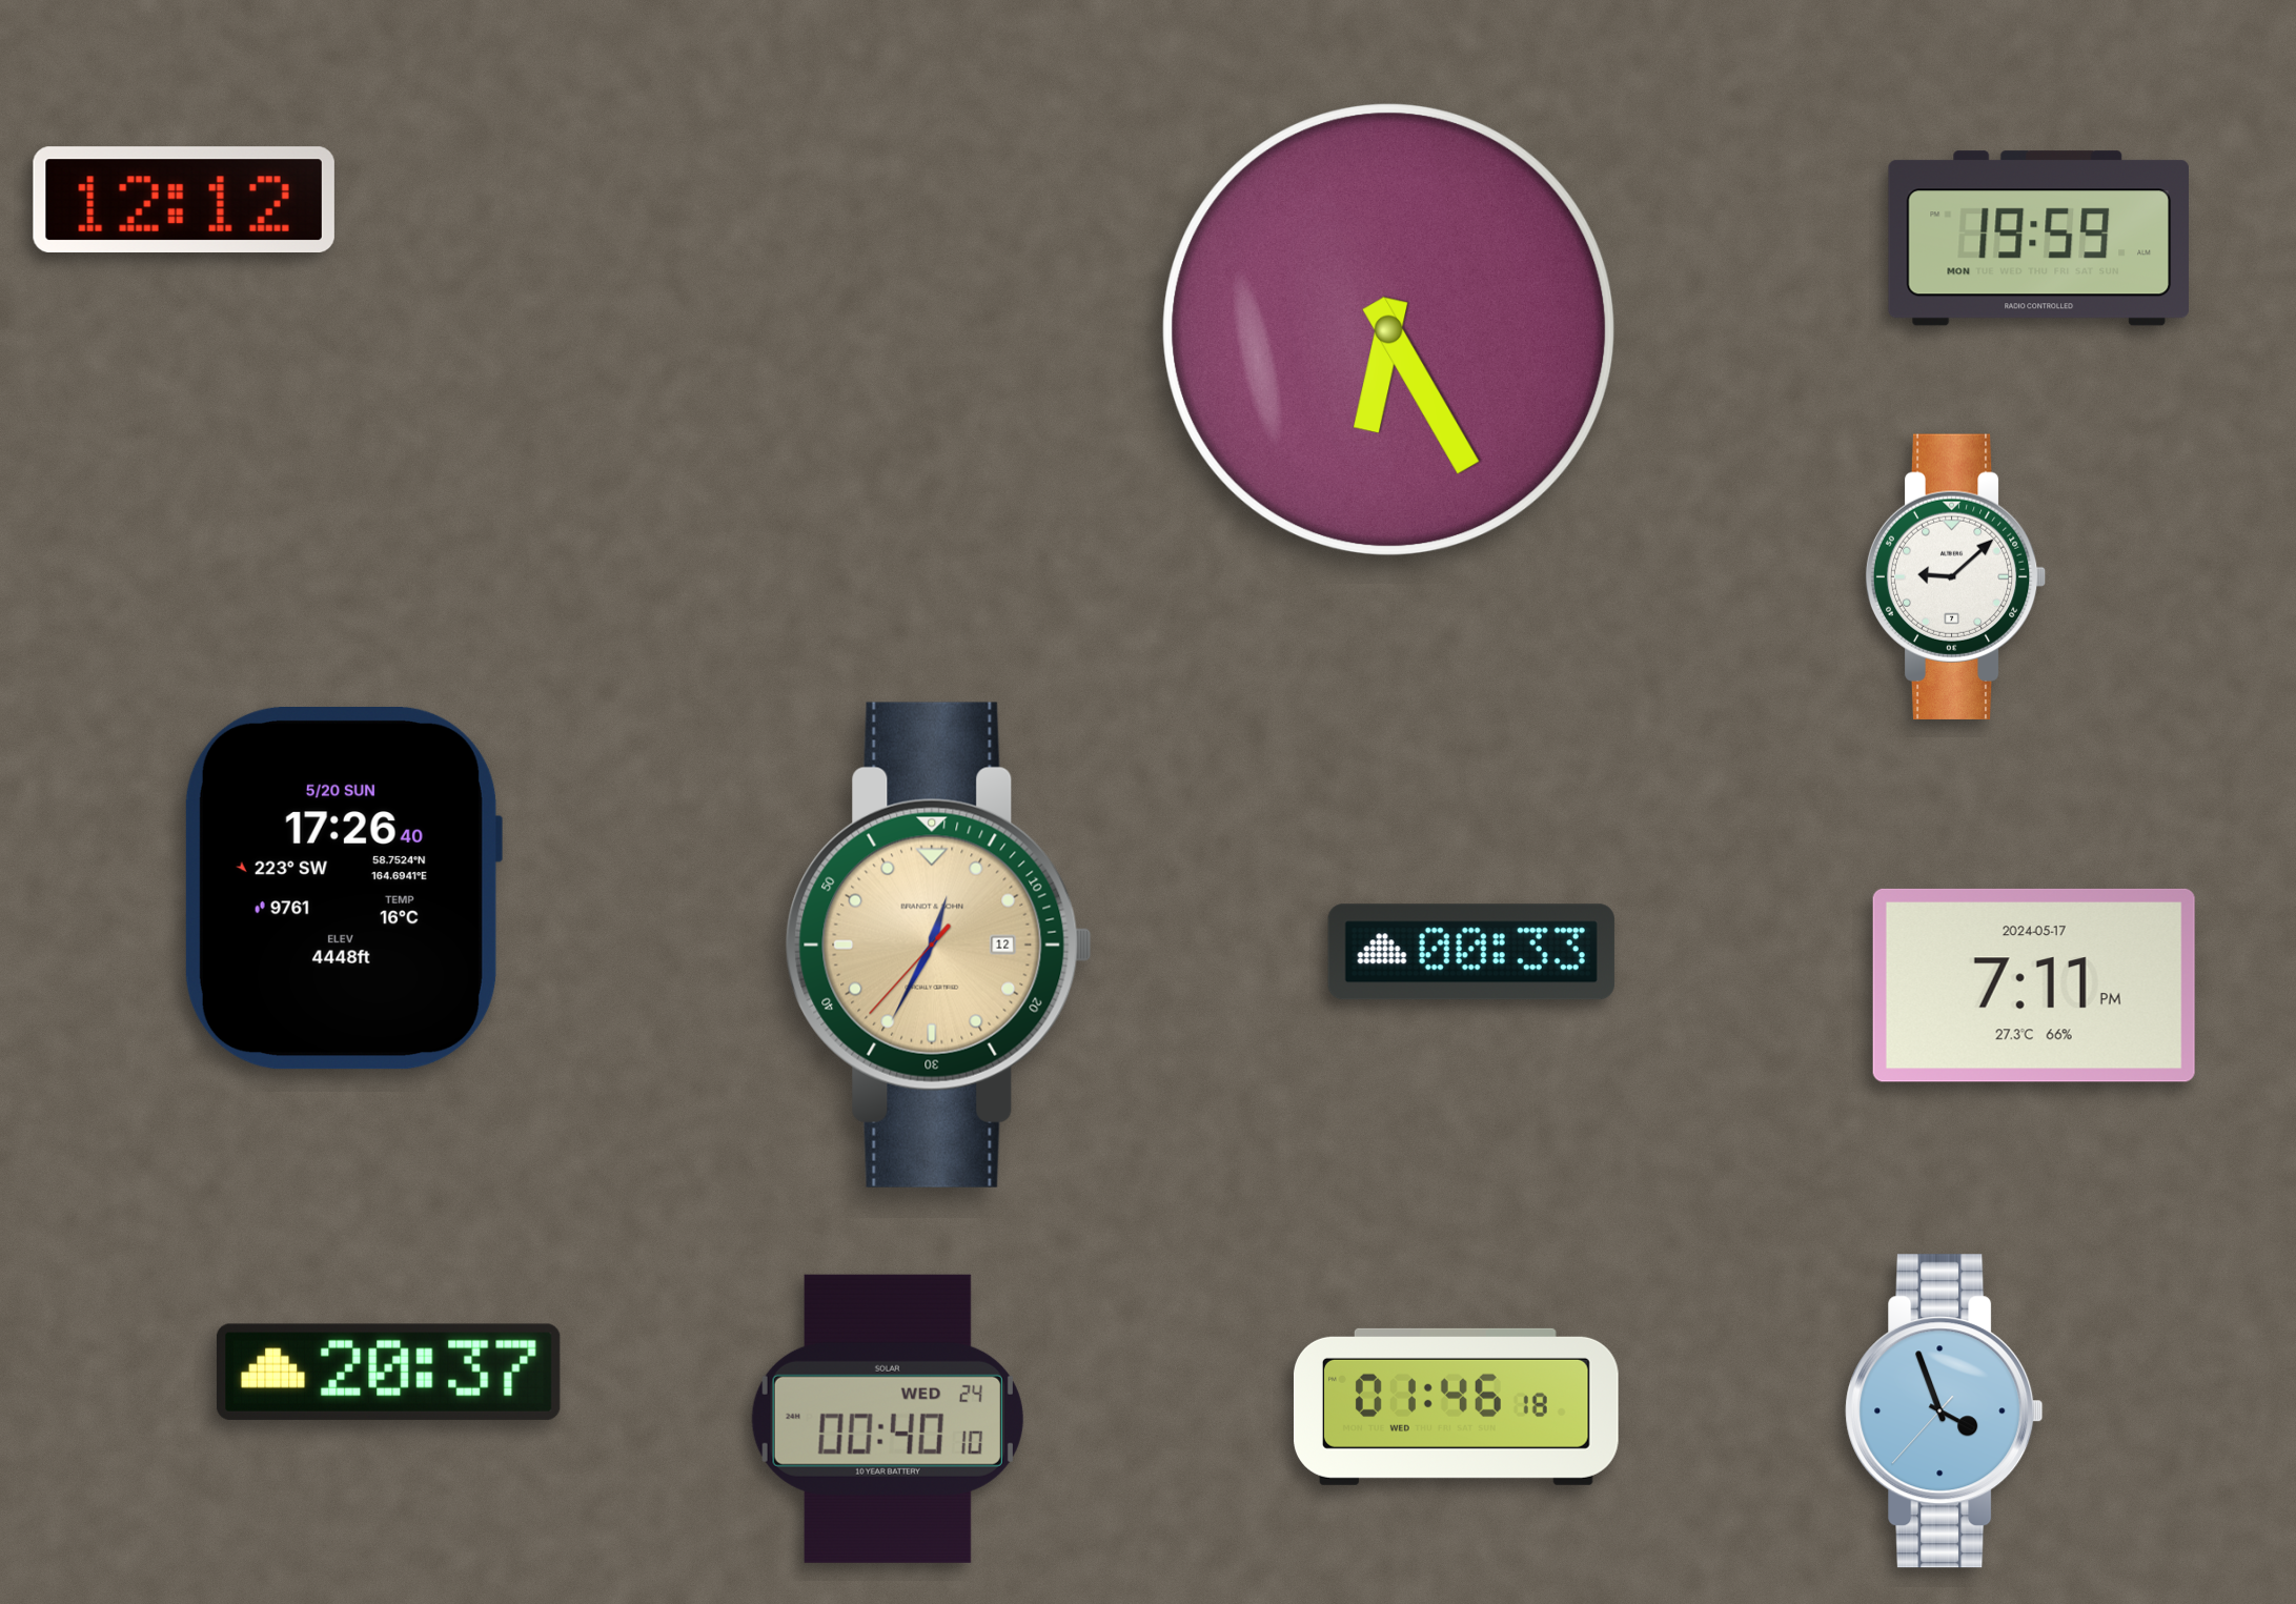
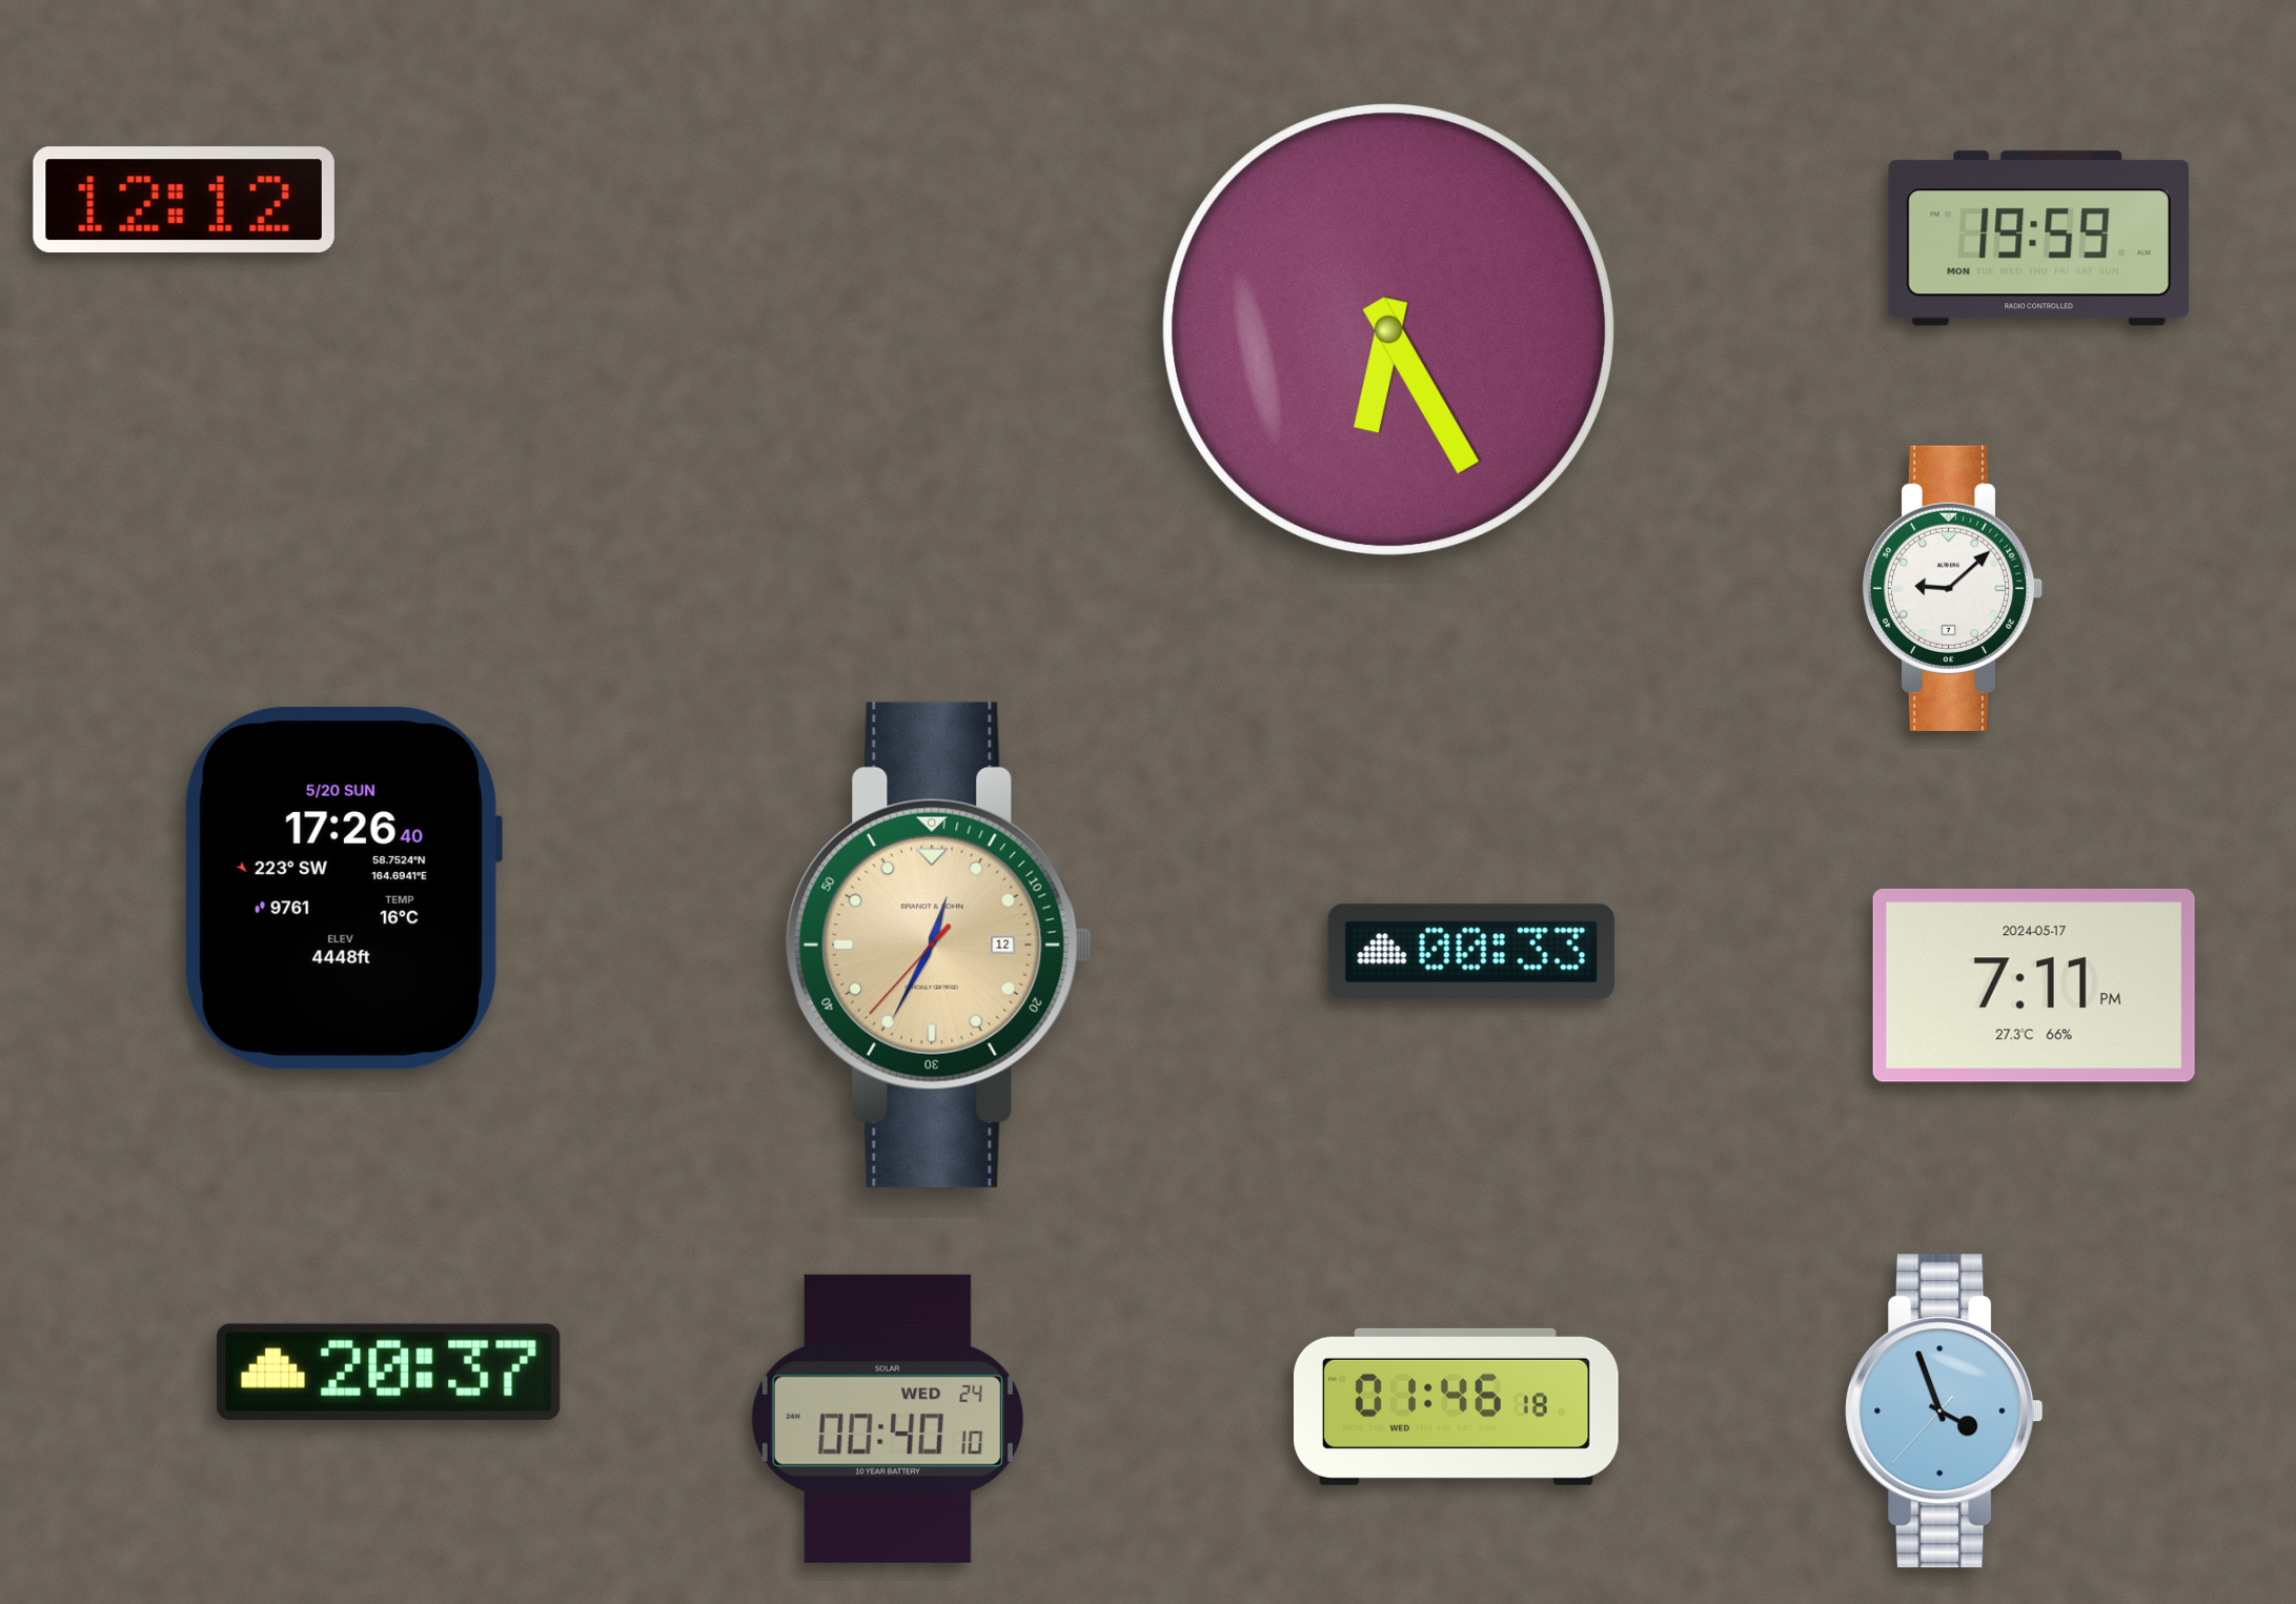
clock at (1955, 576) position: (1955, 576) -> (1952, 588)
